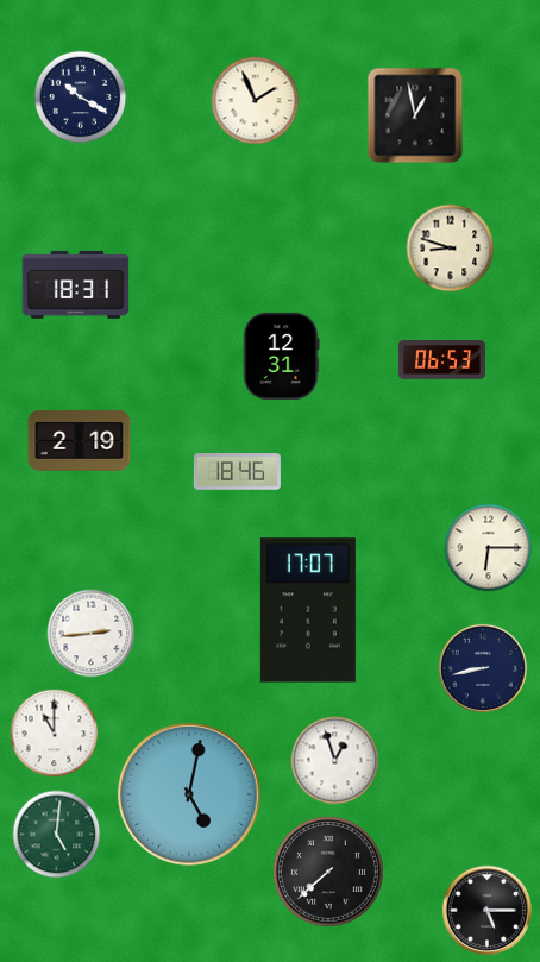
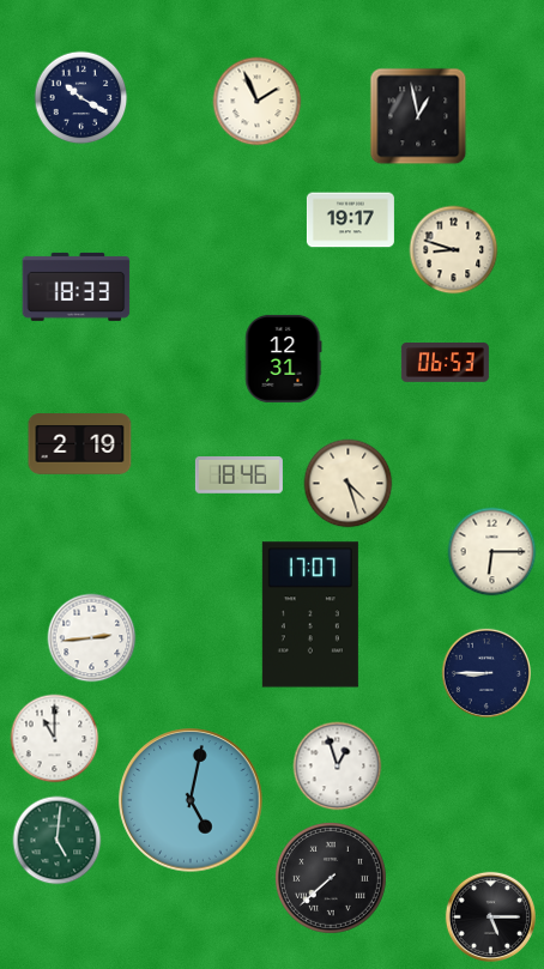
clock at (350, 220): none -> 19:17
clock at (76, 284): 18:31 -> 18:33
clock at (349, 484): none -> 4:27
clock at (482, 667): 8:43 -> 8:45
